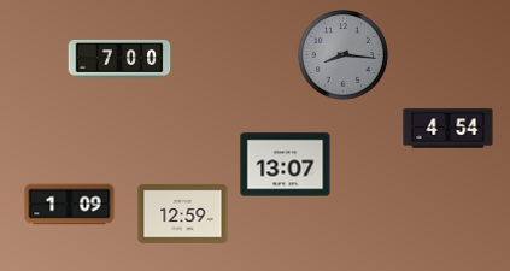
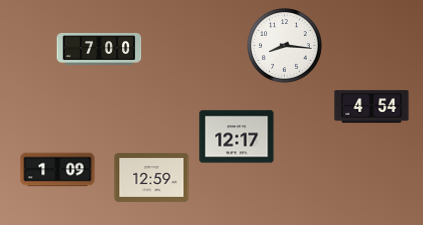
clock at (344, 55) dial: grey -> white
clock at (286, 165): 13:07 -> 12:17
